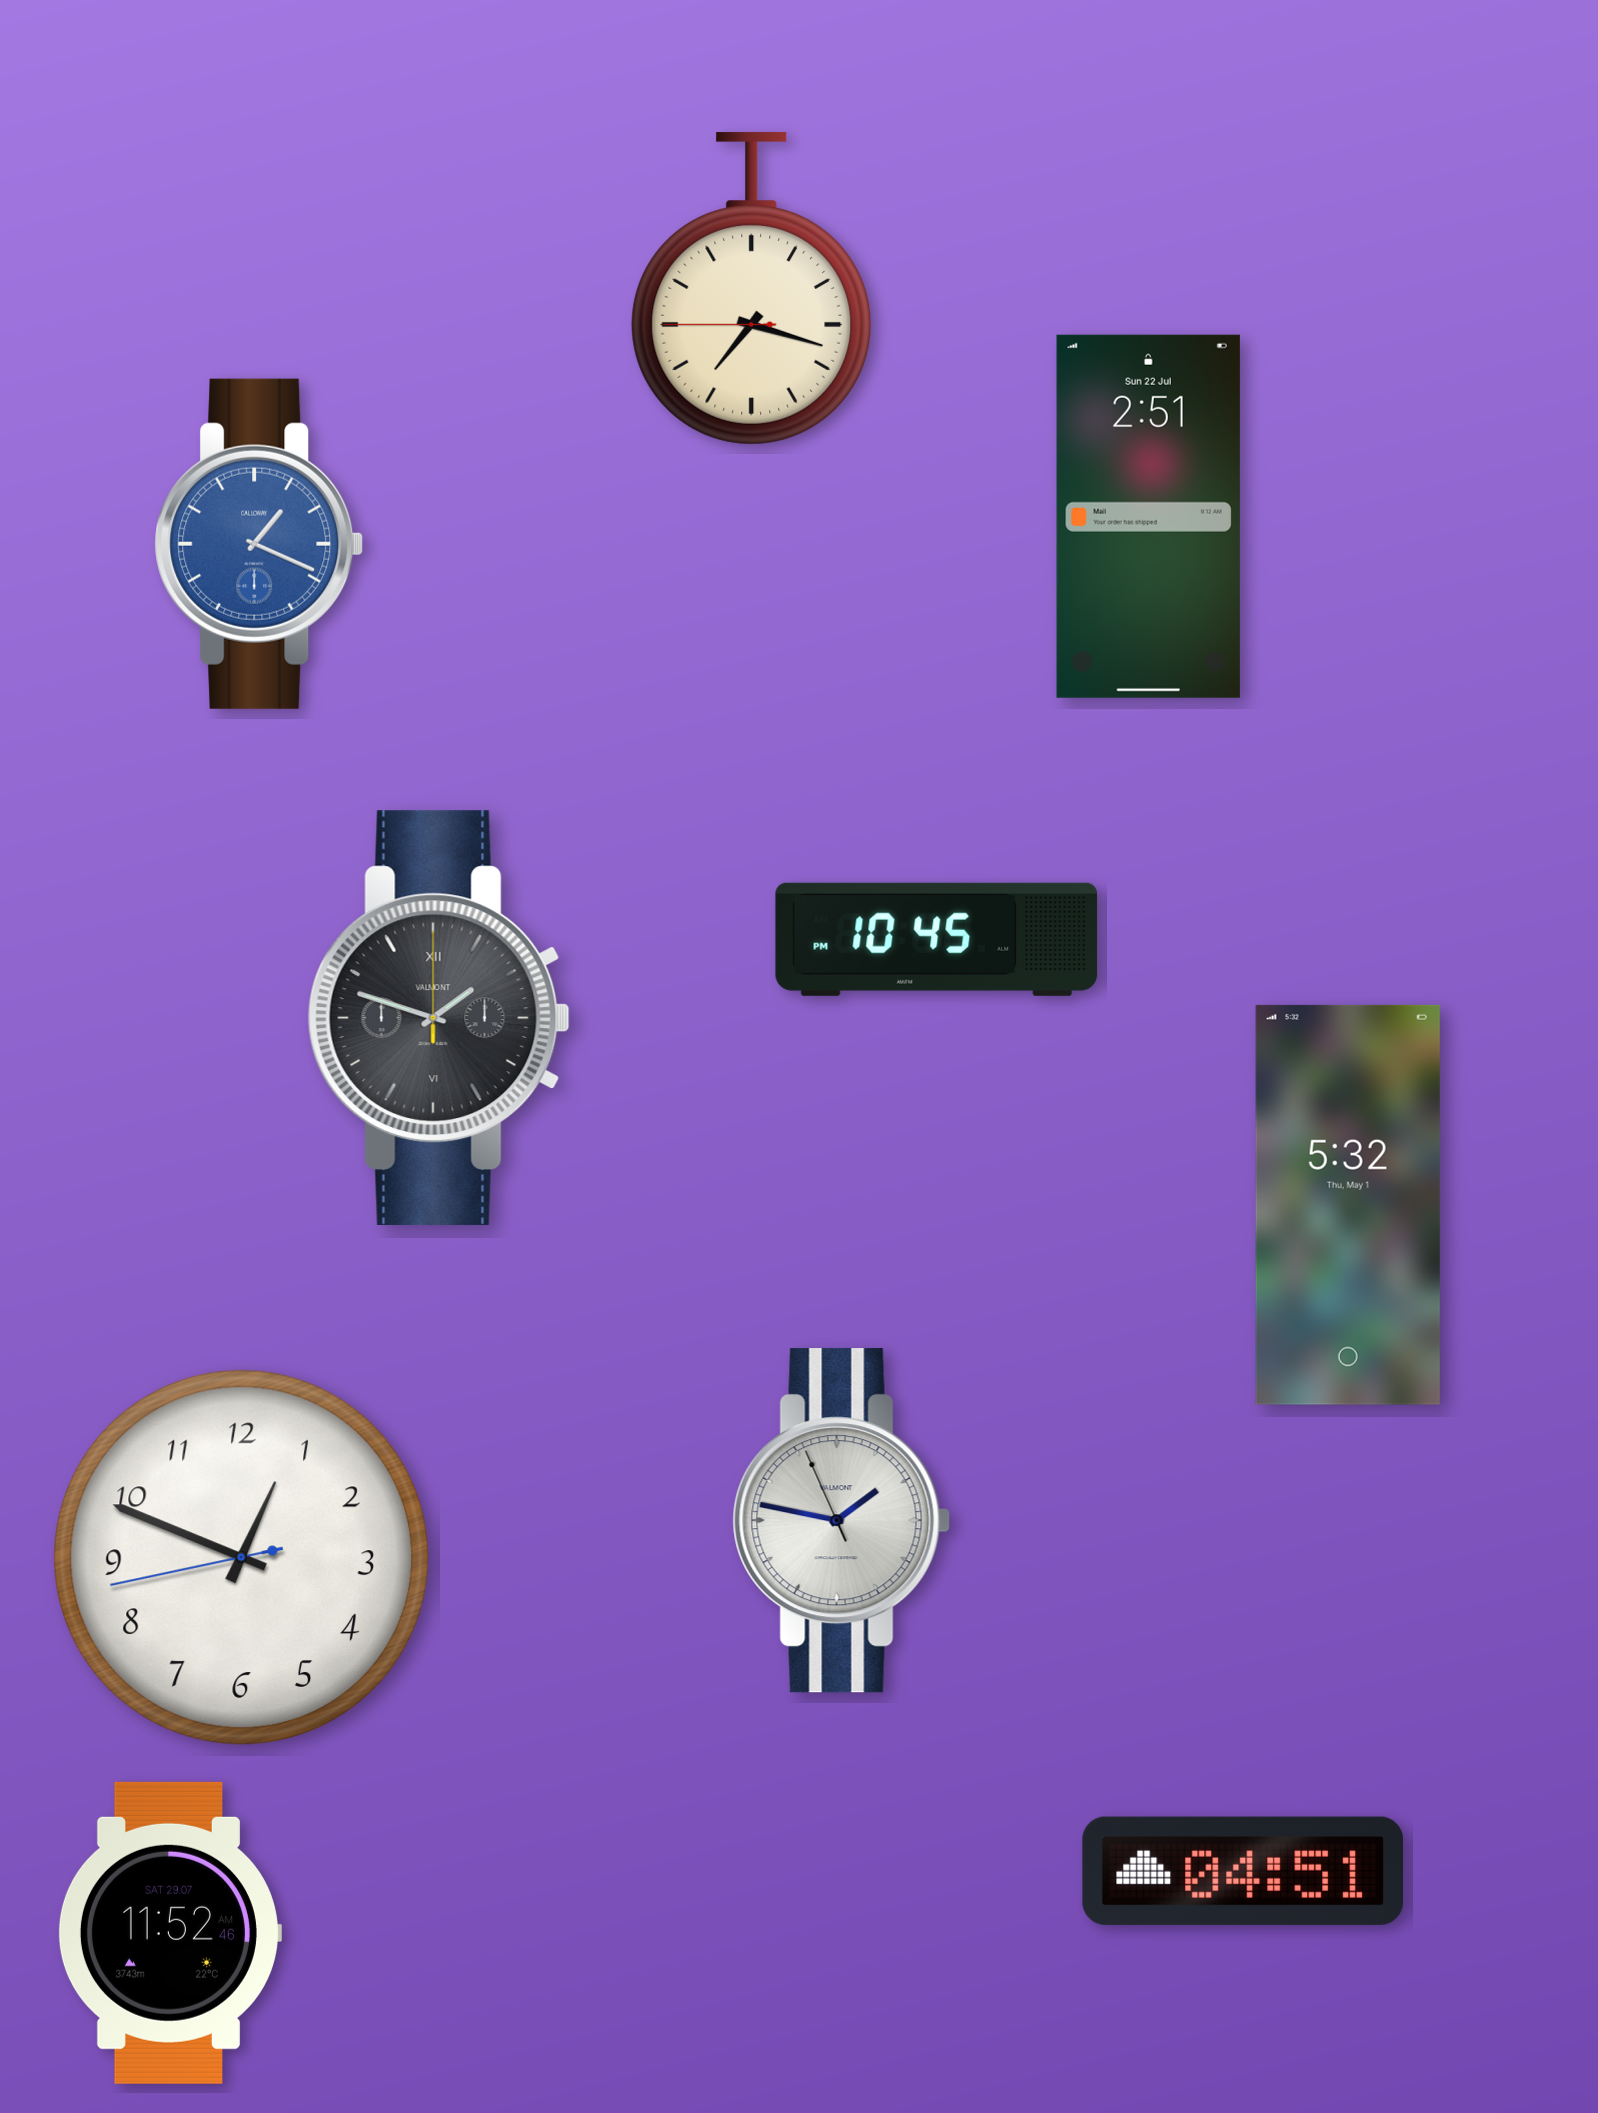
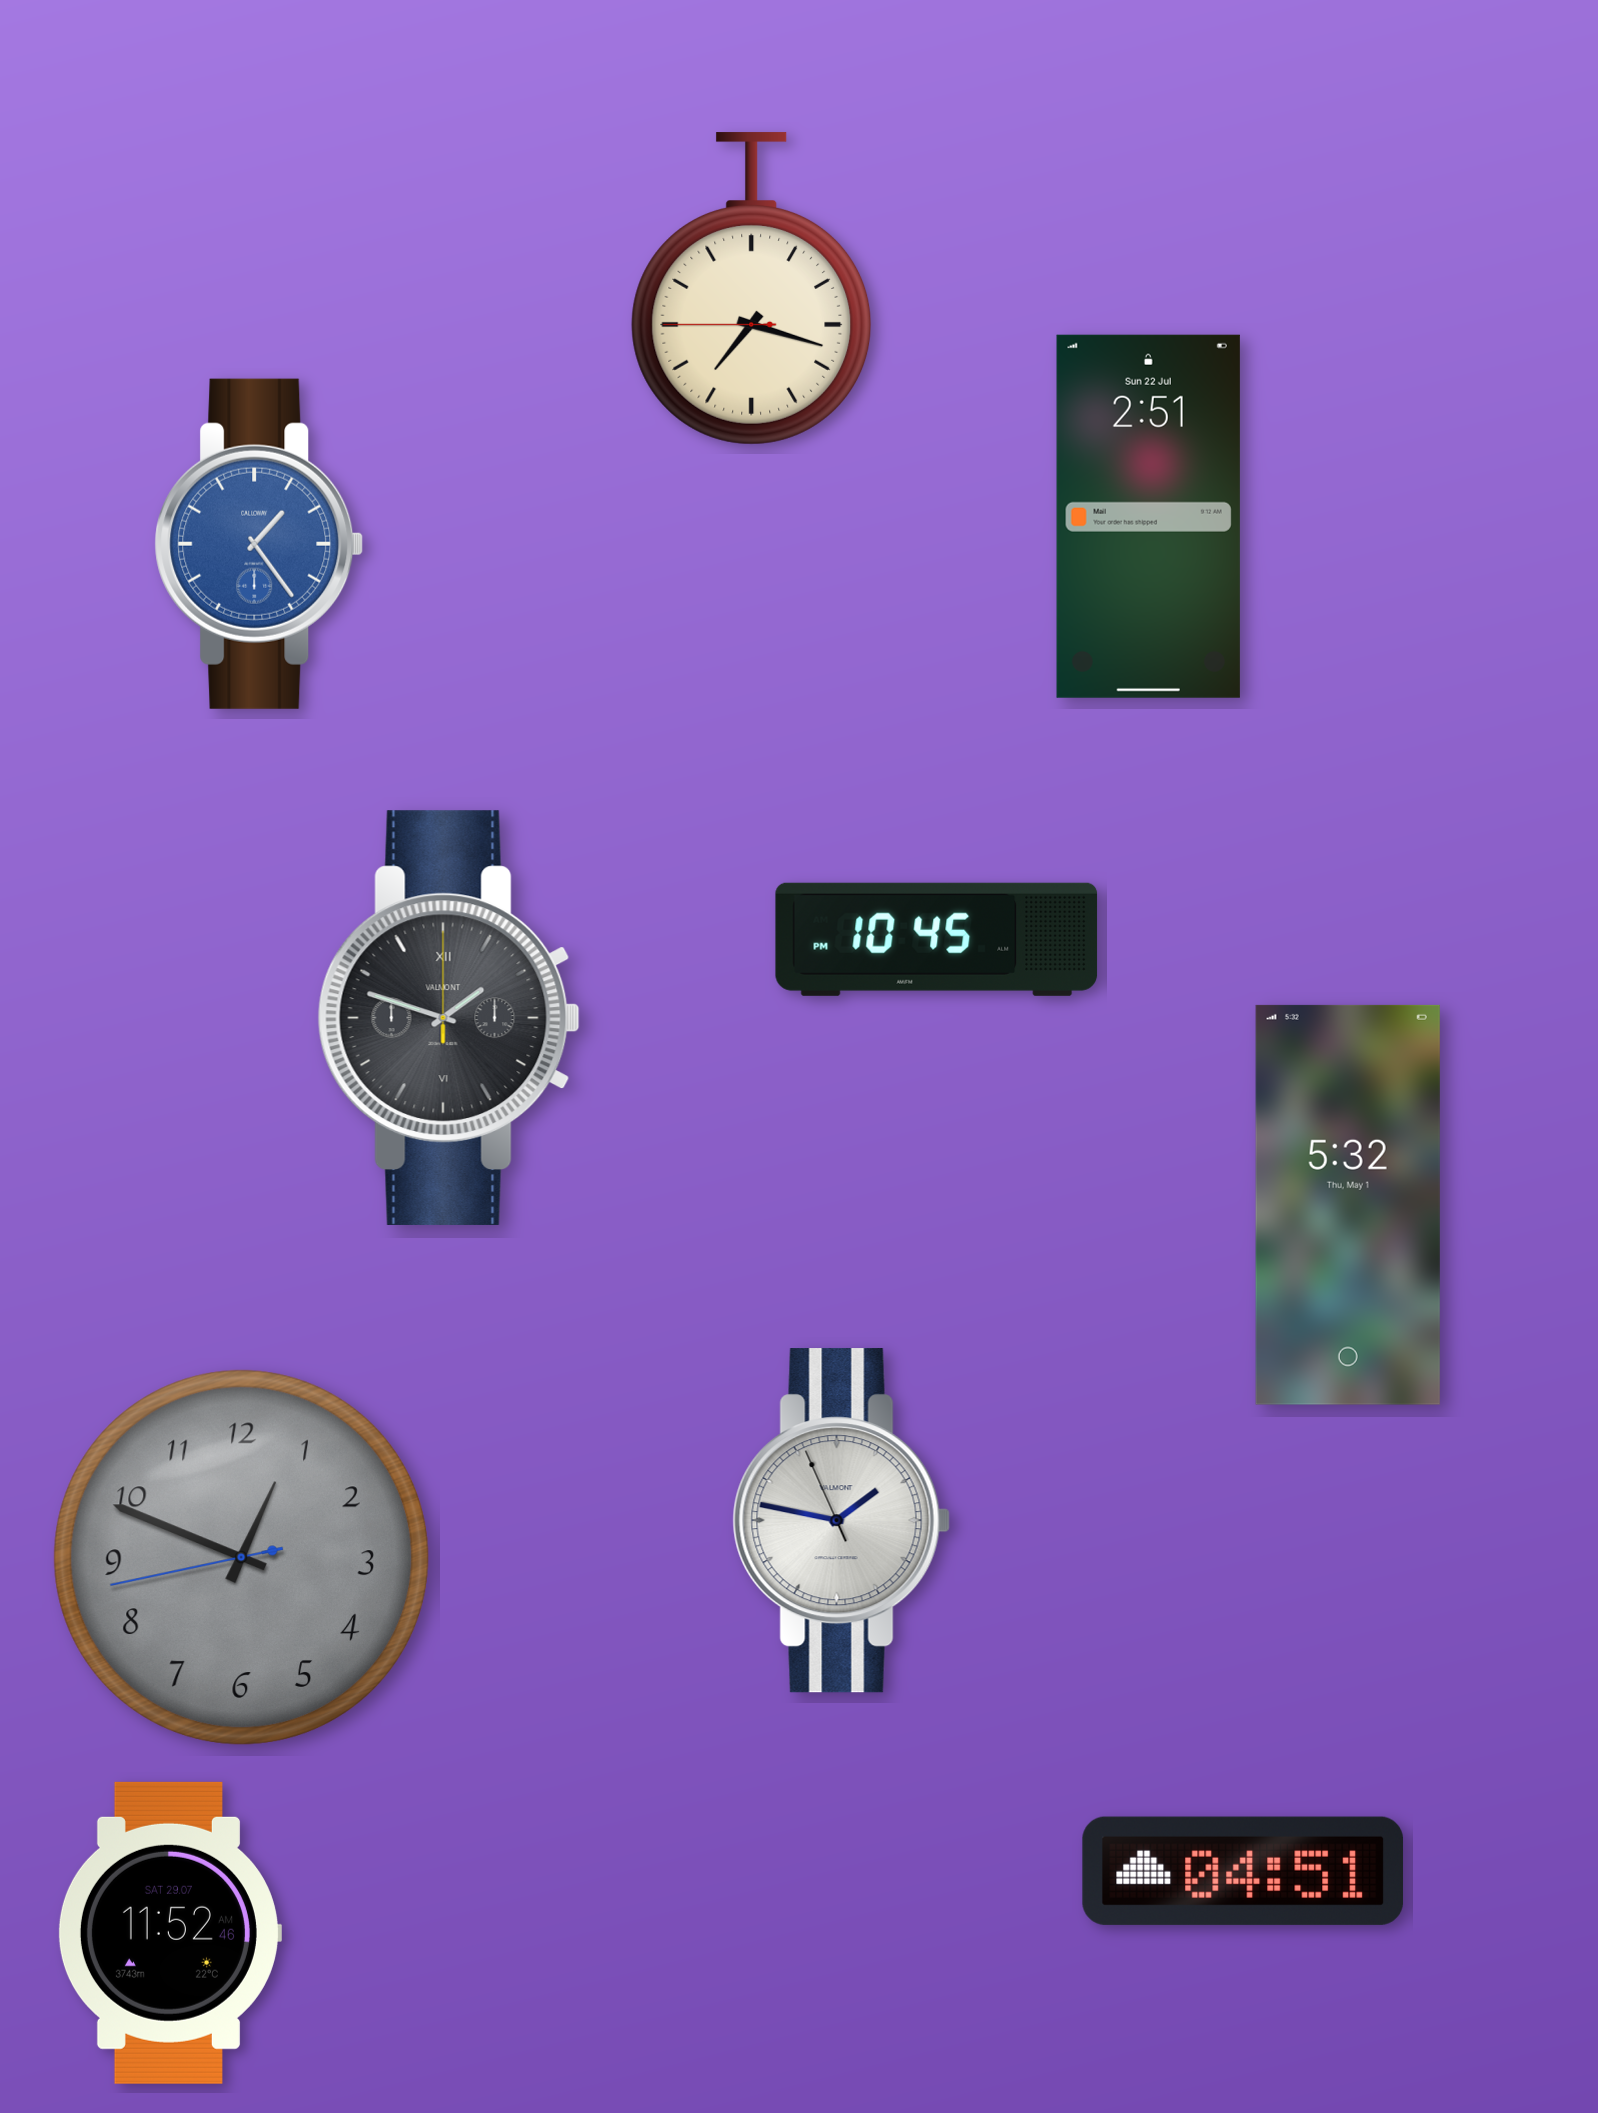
clock at (259, 544): 1:19 -> 1:24
clock at (439, 1018) position: (439, 1018) -> (449, 1018)
clock at (241, 1557) dial: white -> grey
